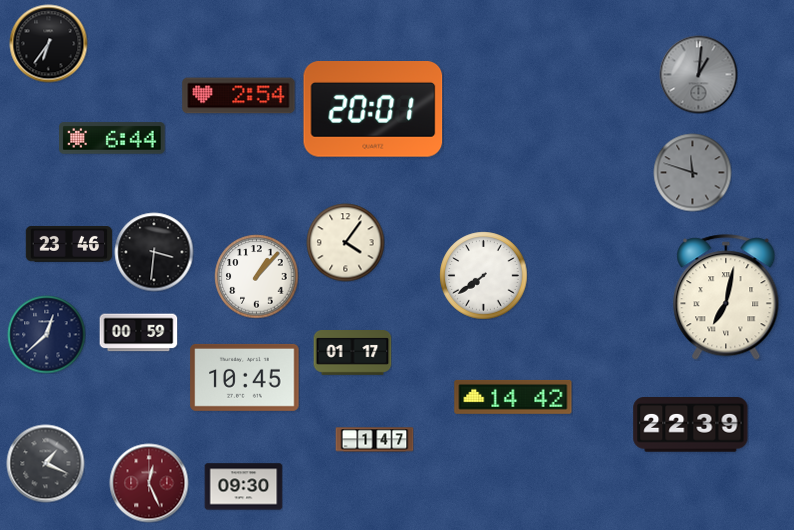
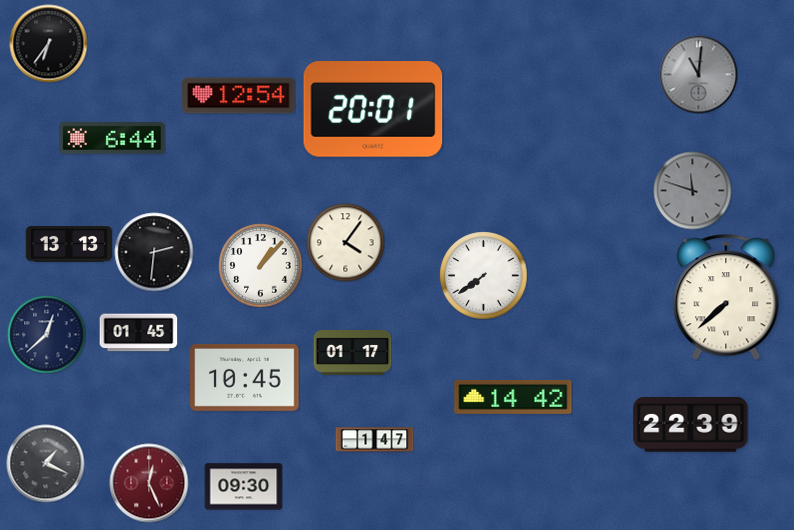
clock at (698, 74): 1:01 -> 11:01
clock at (239, 96): 2:54 -> 12:54
clock at (692, 172) position: (692, 172) -> (692, 190)
clock at (69, 245): 23:46 -> 13:13
clock at (154, 252): 3:31 -> 2:31
clock at (256, 276) position: (256, 276) -> (260, 265)
clock at (726, 297): 7:02 -> 7:38
clock at (138, 333): 00:59 -> 01:45
